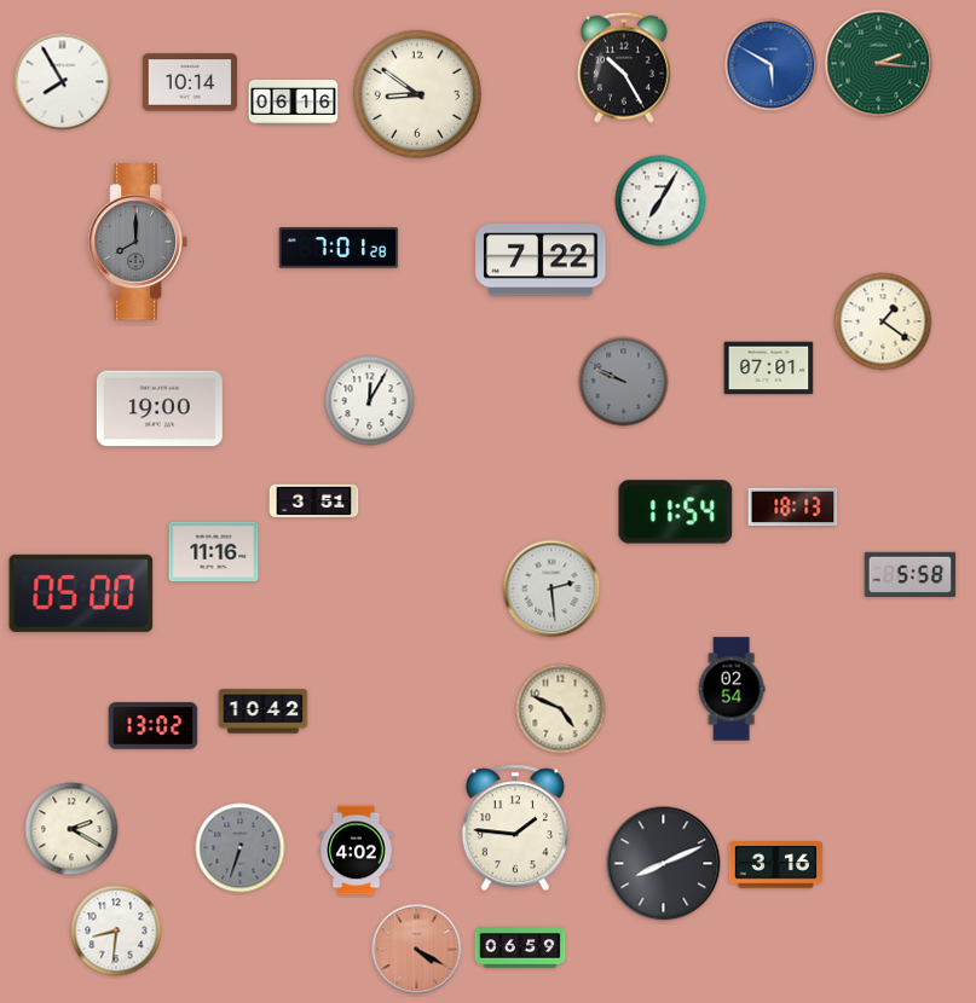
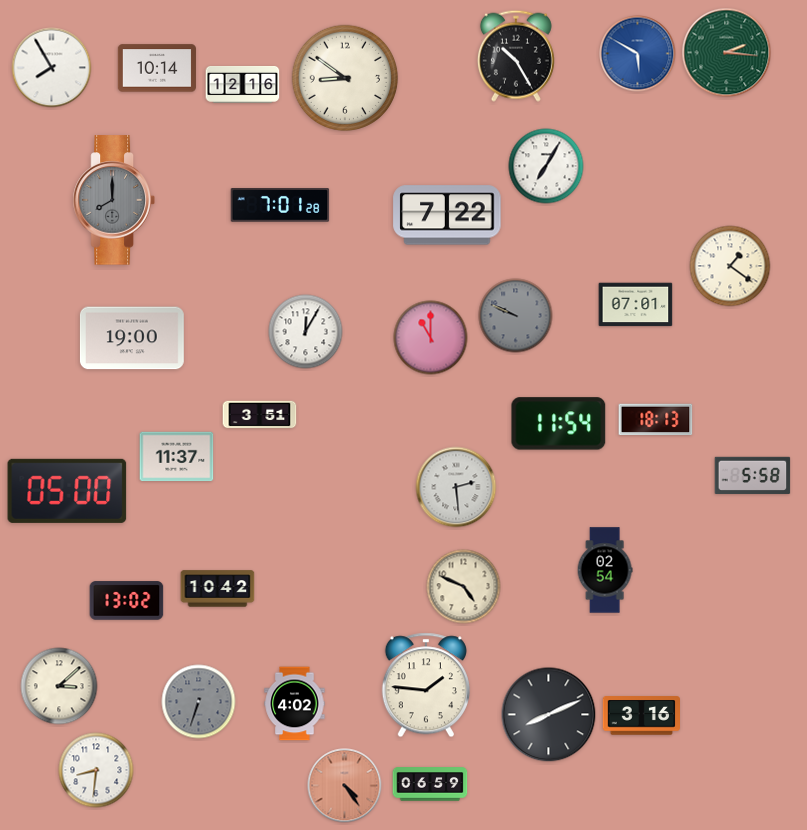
clock at (294, 102): 06:16 -> 12:16
clock at (431, 338): none -> 11:00
clock at (214, 552): 11:16 -> 11:37
clock at (71, 829): 2:20 -> 3:08
clock at (417, 950): 4:20 -> 4:24
